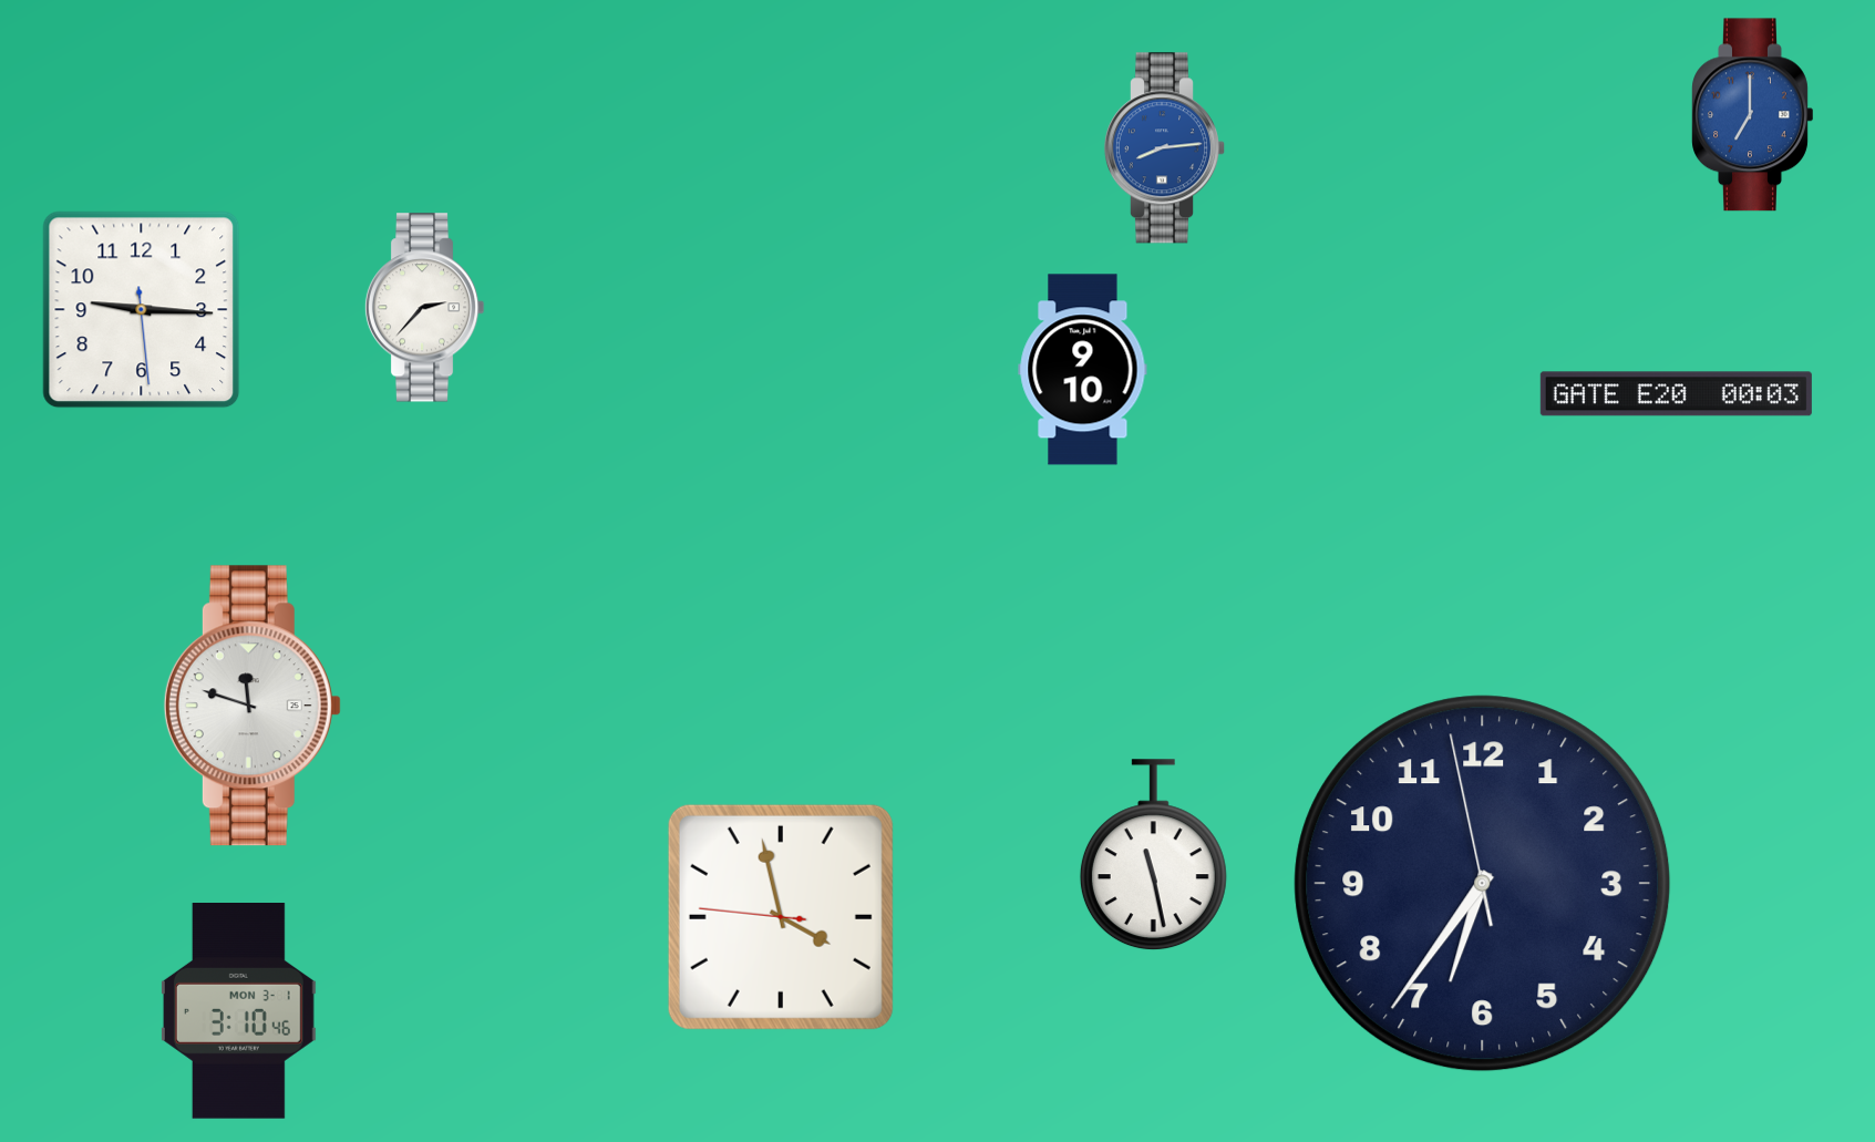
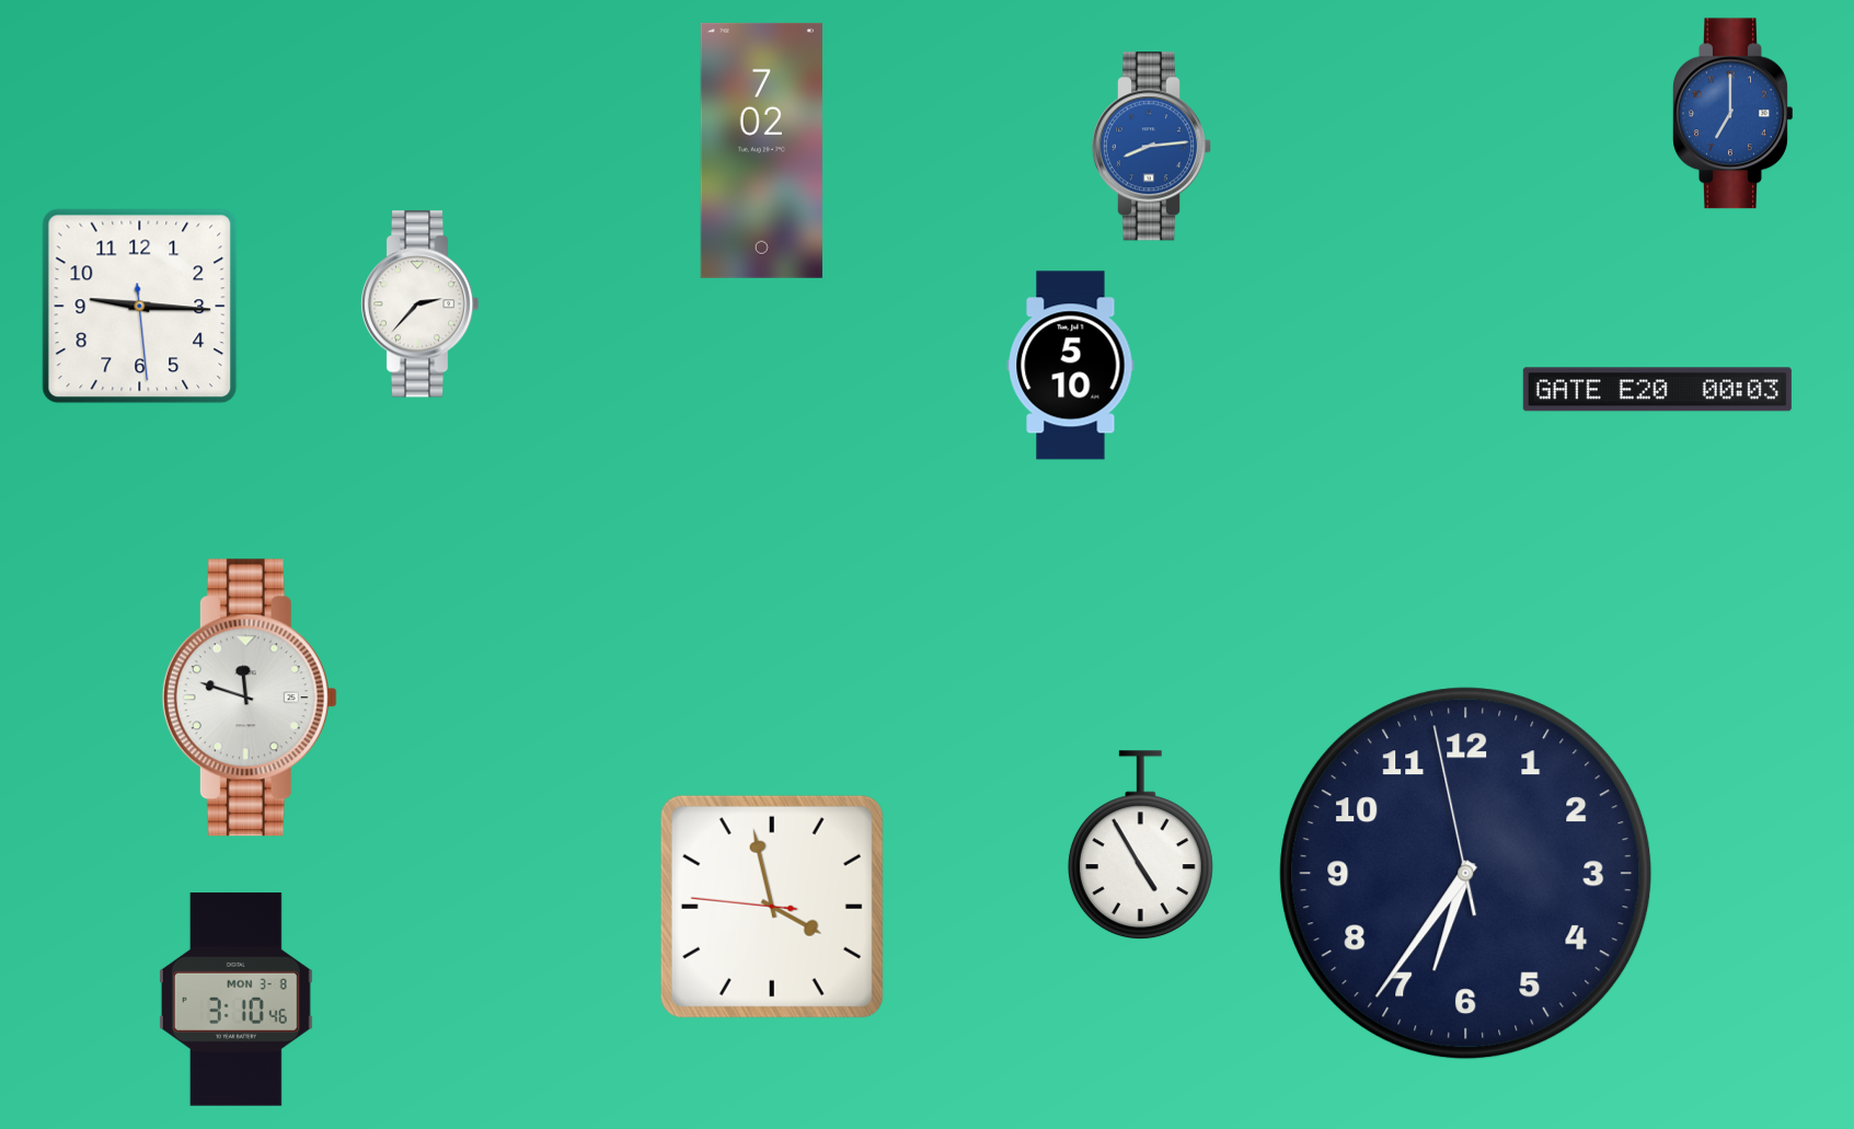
clock at (761, 150): none -> 7:02
clock at (1083, 370): 9:10 -> 5:10
clock at (1153, 855): 11:28 -> 4:55
clock at (238, 1011) date: MON 3-1 -> MON 3-8
